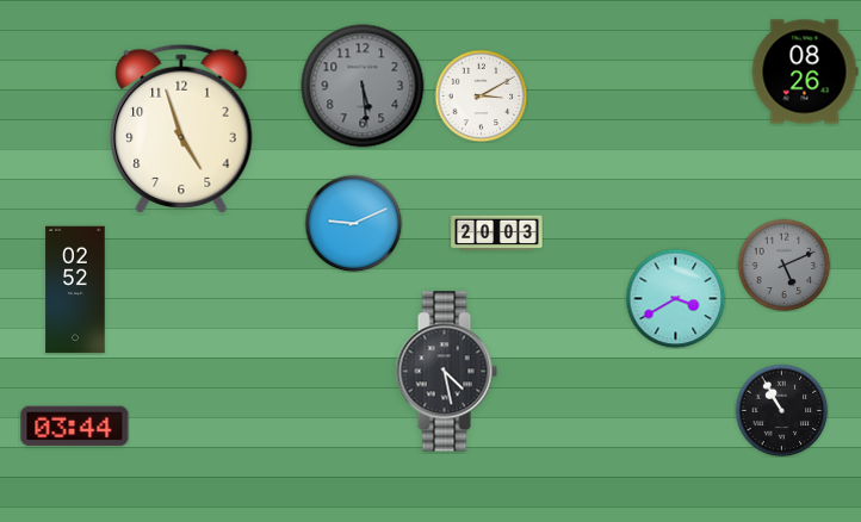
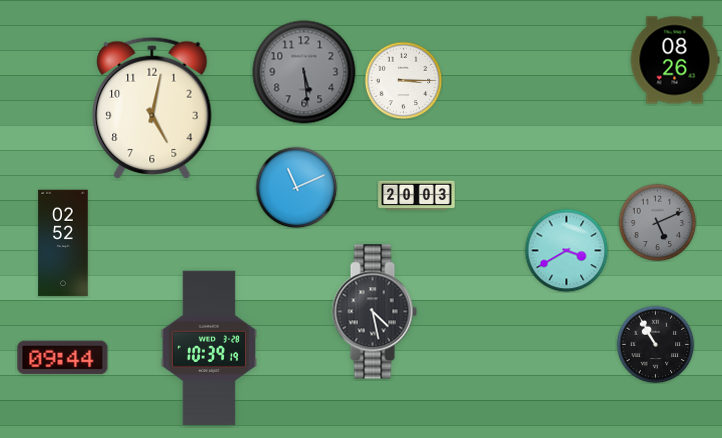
clock at (481, 95): 3:10 -> 3:15
clock at (181, 128): 4:57 -> 5:02
clock at (353, 223): 9:11 -> 11:11
clock at (208, 348): none -> 10:39
clock at (75, 427): 03:44 -> 09:44
